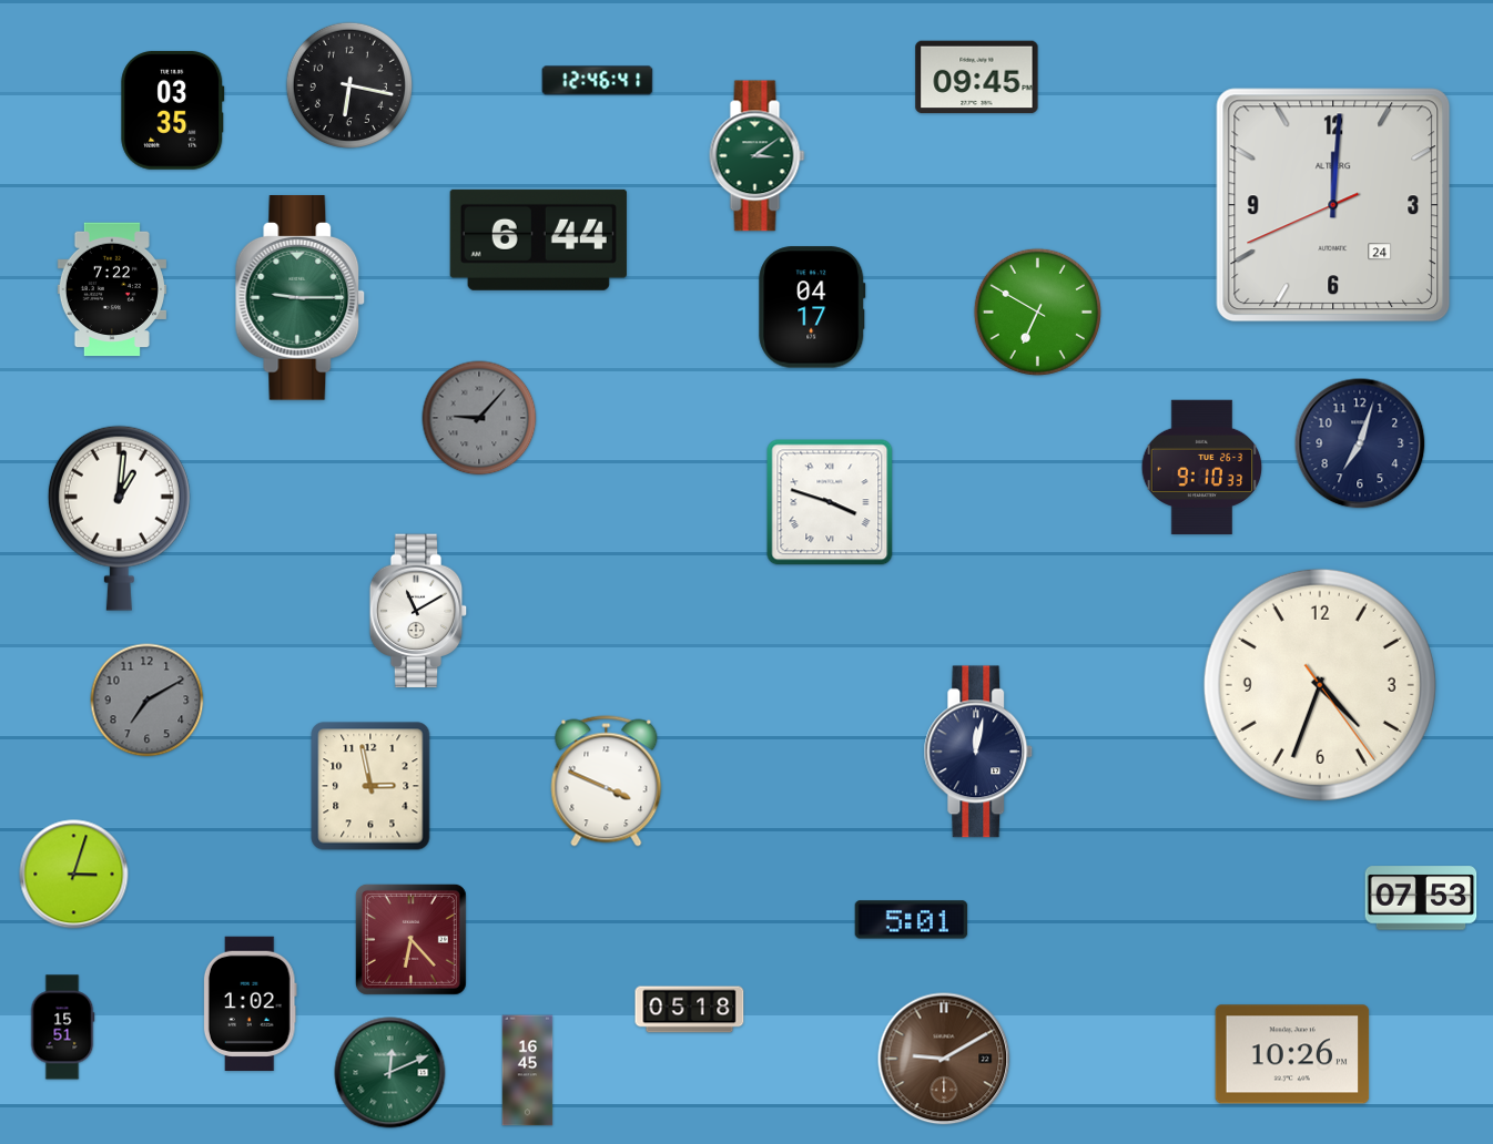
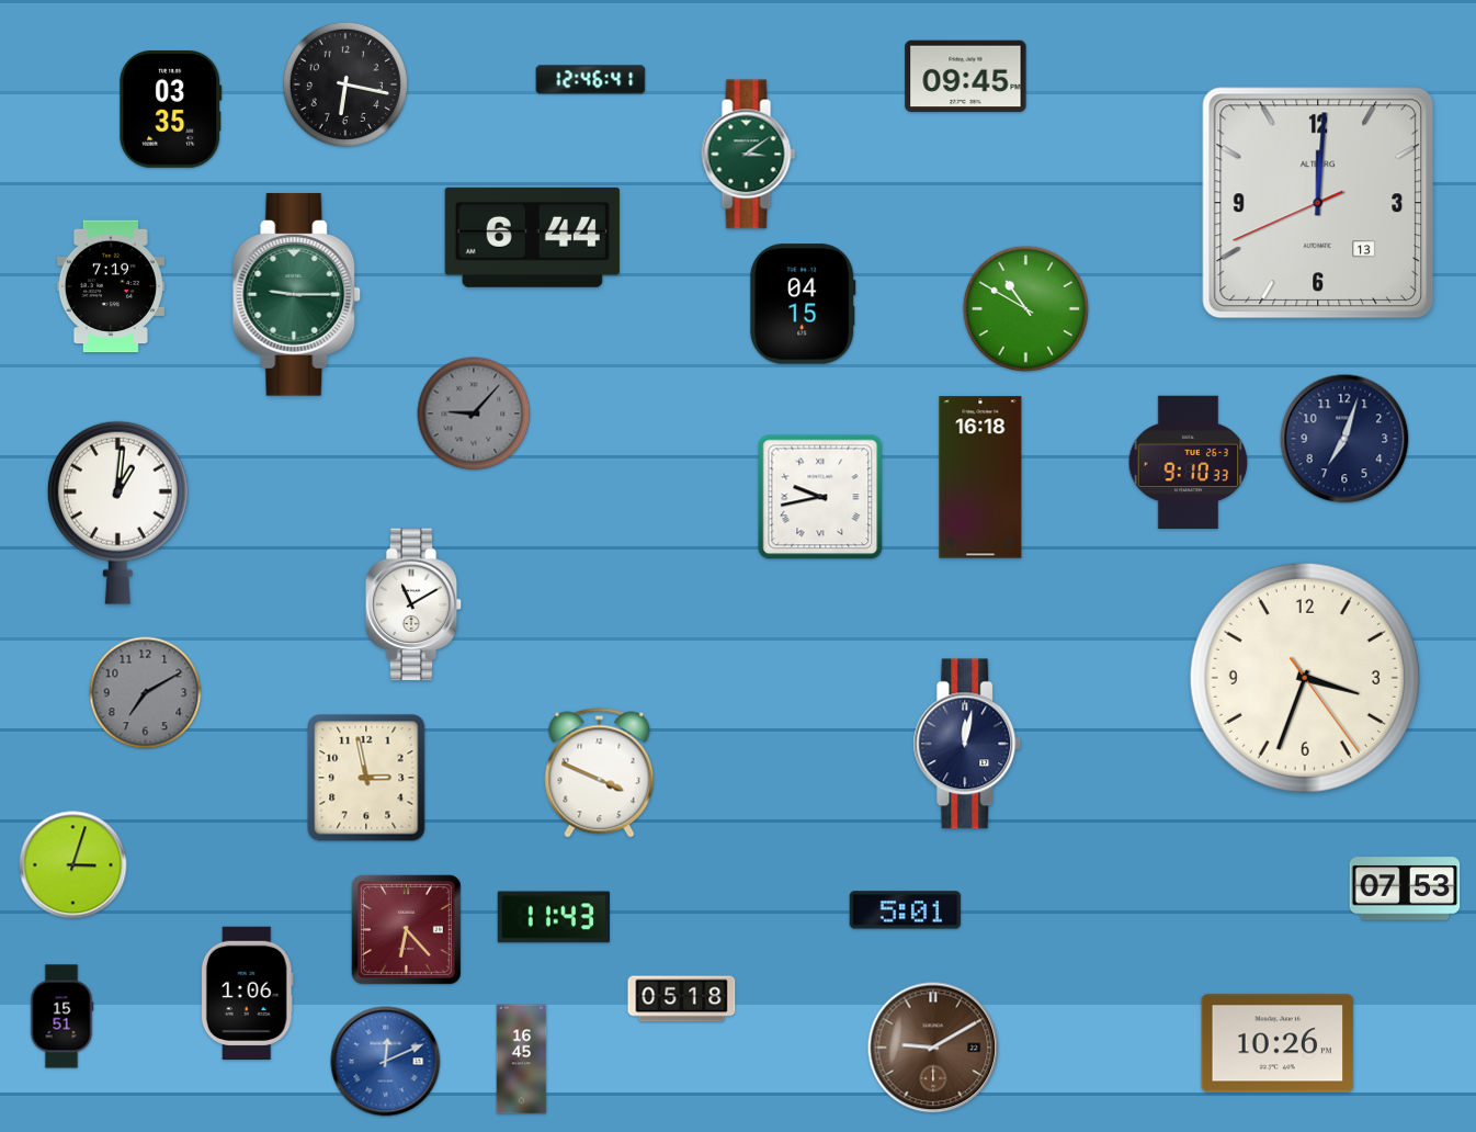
clock at (1333, 205) date: 24 -> 13
clock at (112, 289): 7:22 -> 7:19
clock at (812, 307): 04:17 -> 04:15
clock at (1037, 311): 6:50 -> 10:50
clock at (980, 477): none -> 16:18
clock at (830, 502): 3:48 -> 9:43
clock at (1320, 685): 4:33 -> 3:33
clock at (912, 920) position: (912, 920) -> (906, 910)
clock at (553, 917): none -> 11:43
clock at (250, 1003): 1:02 -> 1:06
clock at (390, 1073) dial: green -> blue
